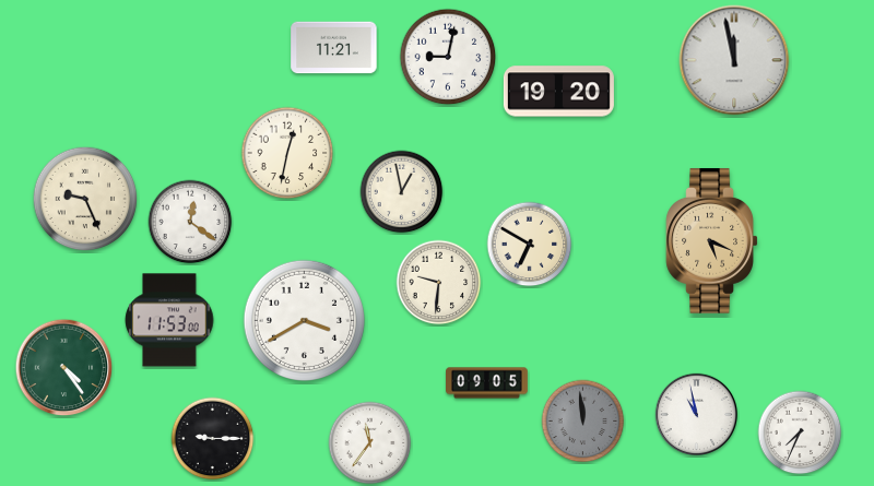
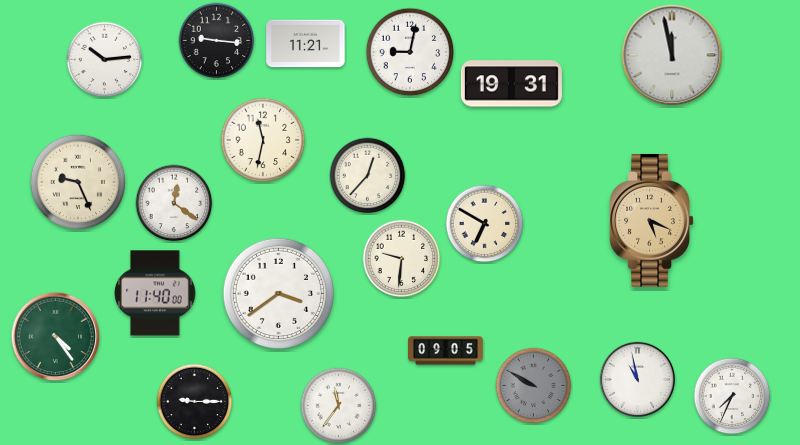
clock at (217, 41): none -> 9:16
clock at (105, 60): none -> 10:14
clock at (558, 92): 19:20 -> 19:31
clock at (287, 153): 12:32 -> 11:32
clock at (402, 192): 12:58 -> 12:37
clock at (169, 320): 11:53 -> 11:40
clock at (304, 320): 3:40 -> 3:39
clock at (64, 368) position: (64, 368) -> (56, 337)
clock at (583, 422): 11:59 -> 9:50
